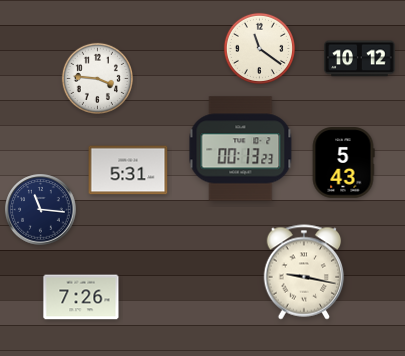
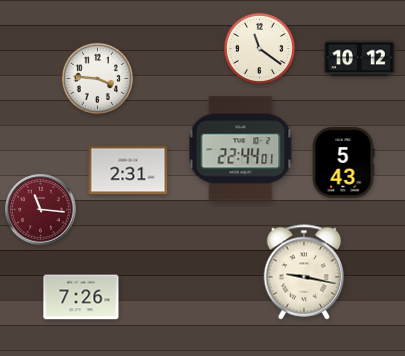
clock at (241, 149): 00:13 -> 22:44
clock at (128, 170): 5:31 -> 2:31
clock at (41, 210) dial: navy -> burgundy
